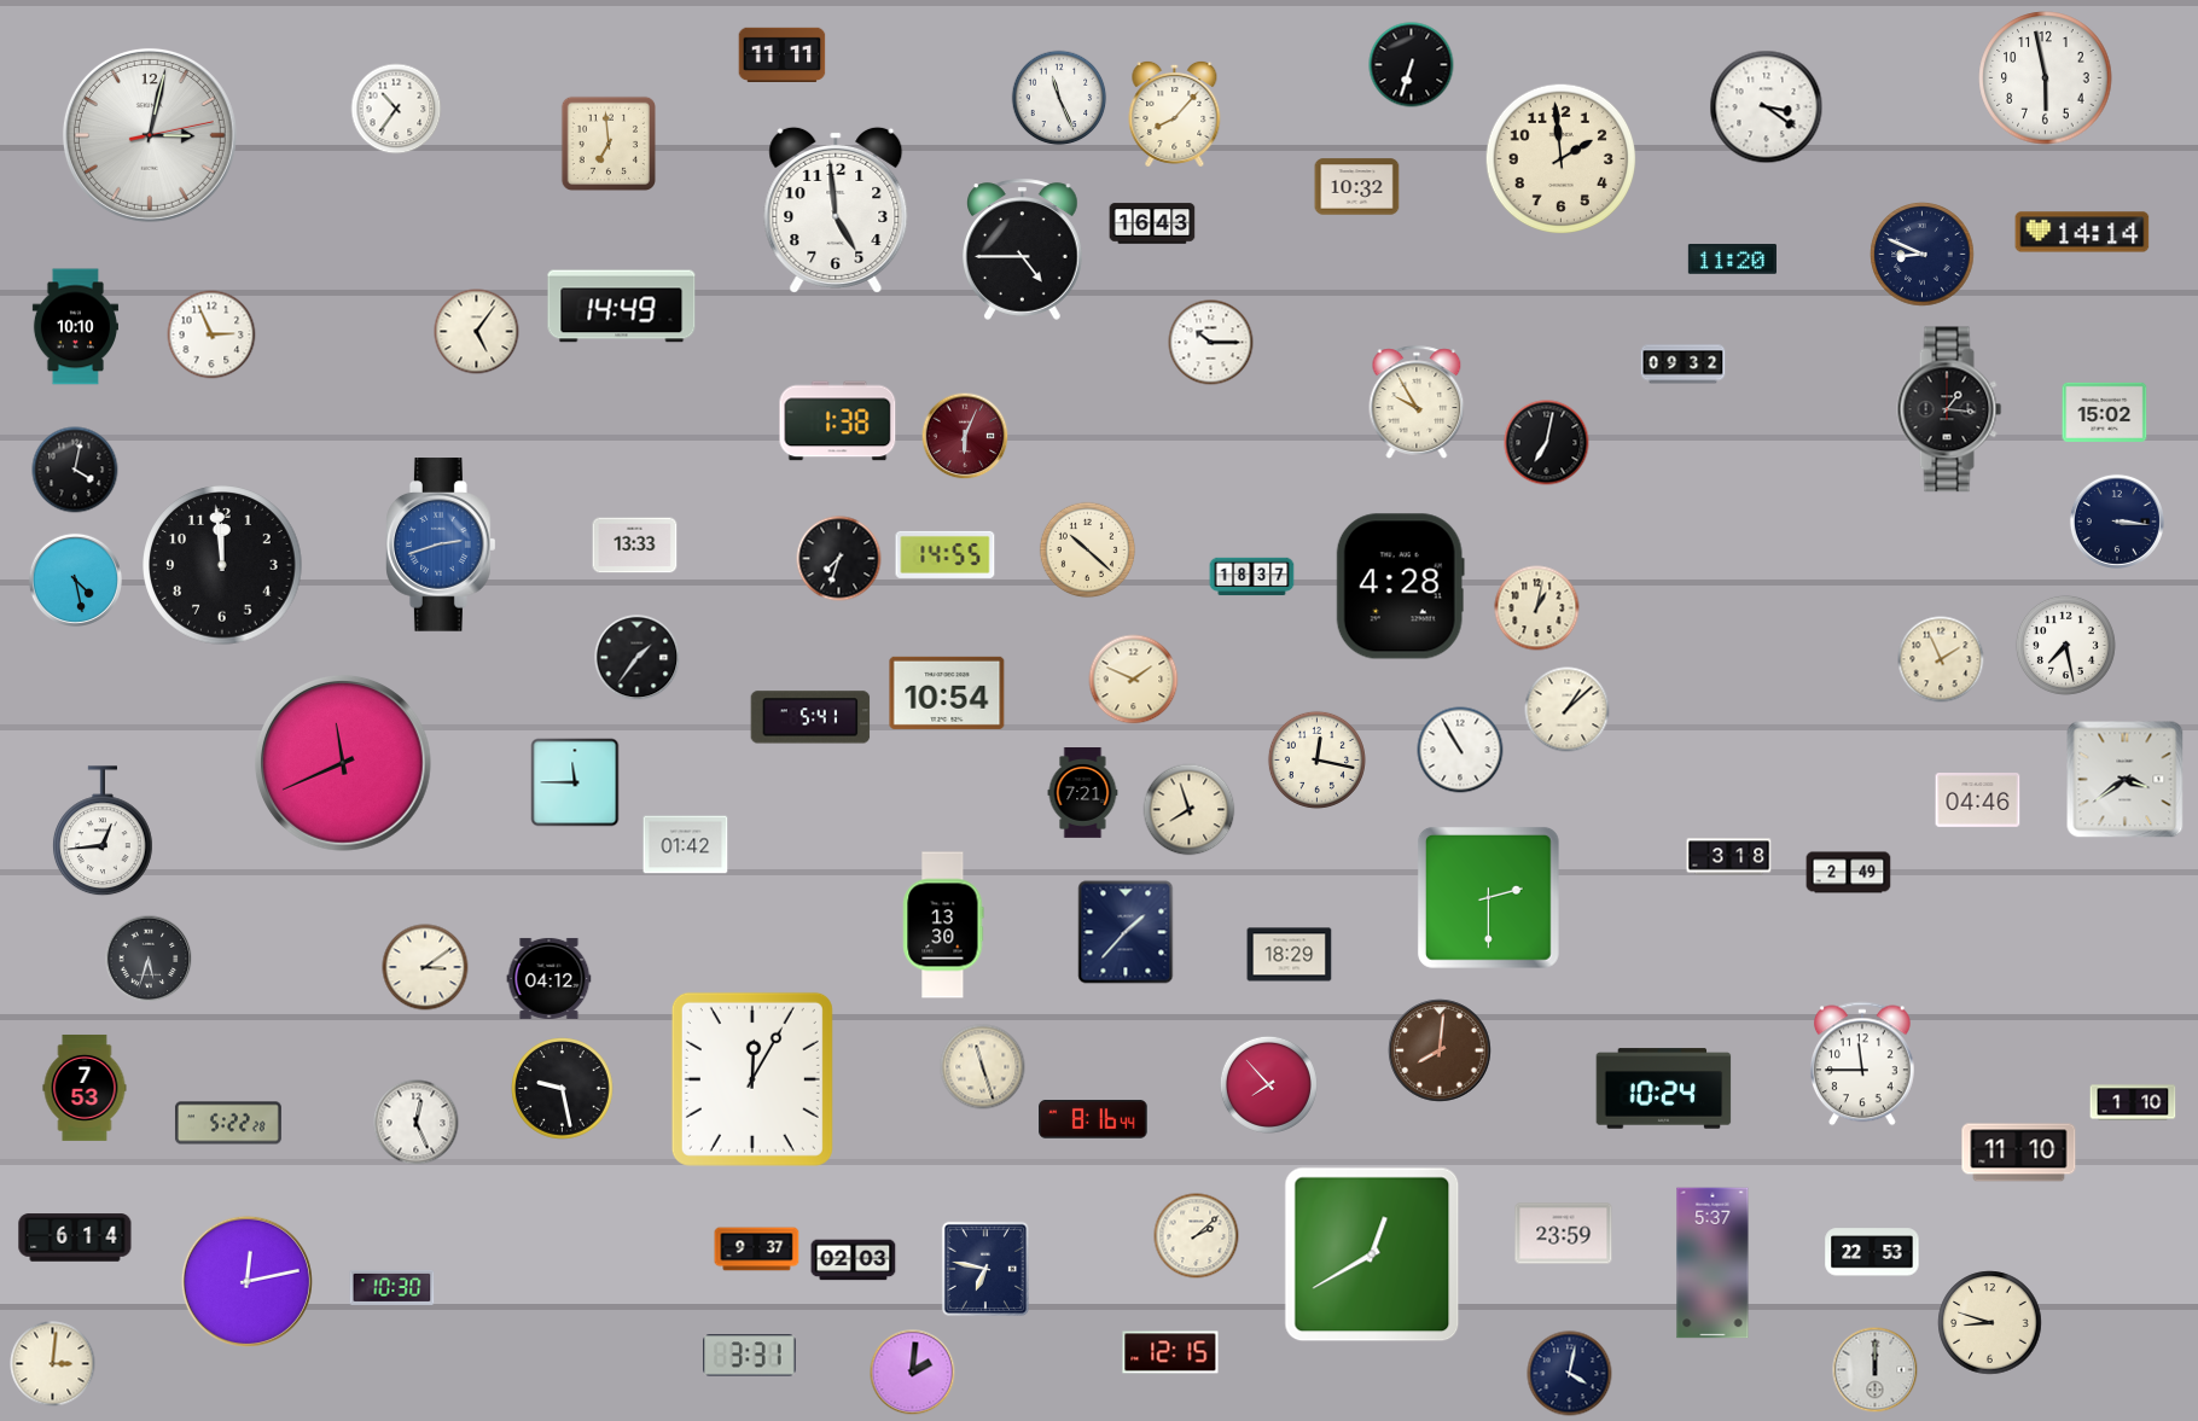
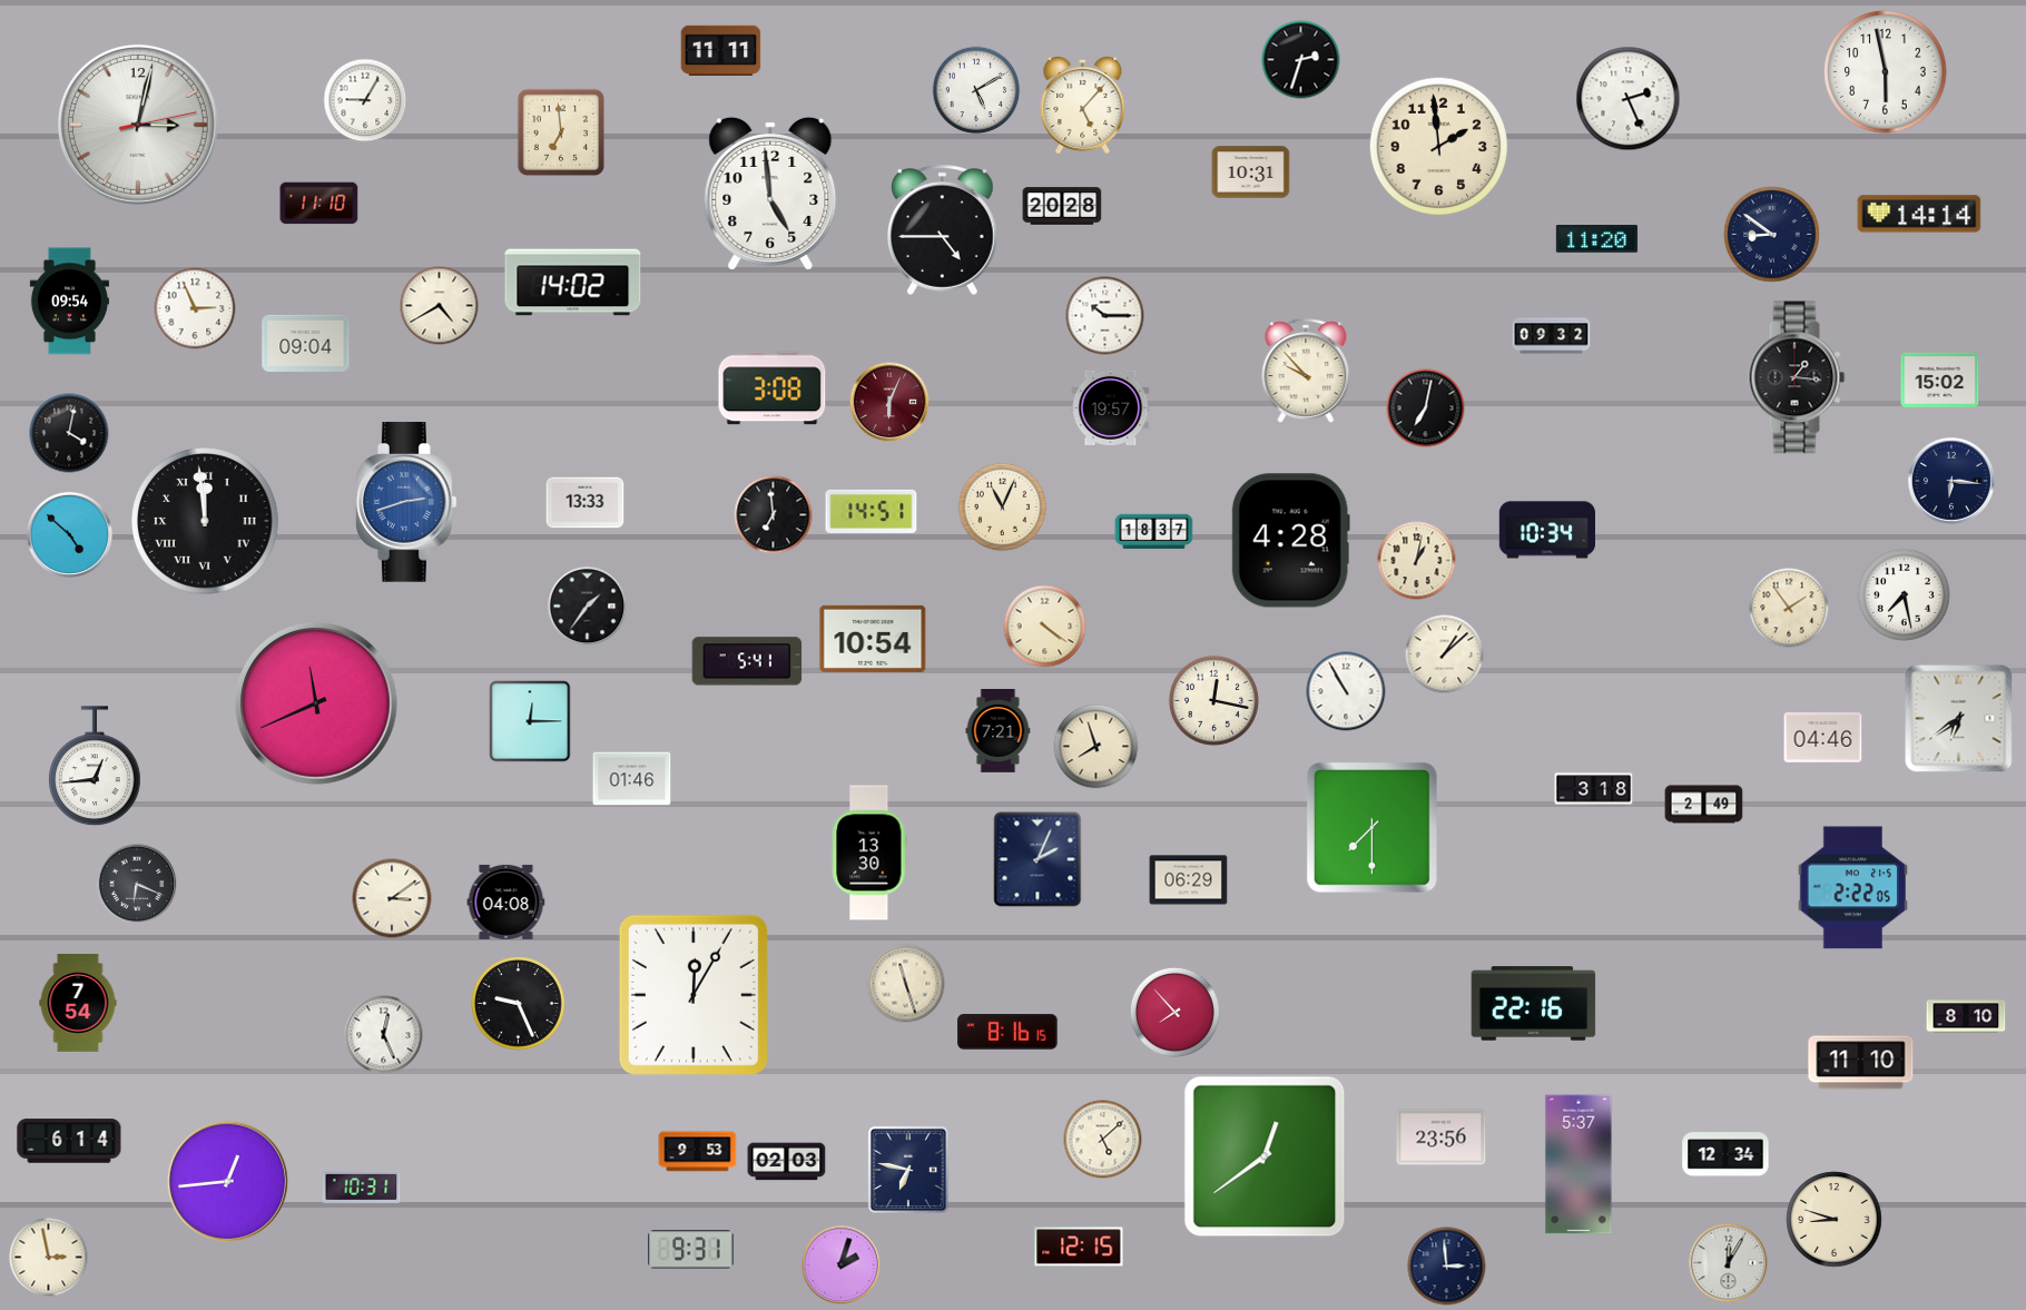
clock at (1412, 65): 6:33 -> 2:33
clock at (1059, 98): 11:26 -> 5:10
clock at (1767, 107): 3:21 -> 2:26
clock at (396, 109): 10:36 -> 9:05
clock at (1175, 113): 8:07 -> 5:07
clock at (1357, 187): 10:32 -> 10:31
clock at (319, 204): none -> 11:10
clock at (1152, 223): 16:43 -> 20:28
clock at (1923, 255): 8:49 -> 8:51
clock at (622, 307): 14:49 -> 14:02
clock at (75, 327): 10:10 -> 09:54
clock at (477, 332): 5:06 -> 4:40
clock at (1211, 343) position: (1211, 343) -> (1105, 316)
clock at (306, 343): none -> 09:04
clock at (1417, 402): 9:55 -> 9:53
clock at (838, 421): 1:38 -> 3:08
clock at (1111, 407): none -> 19:57
clock at (2117, 522): 3:16 -> 6:16
clock at (1088, 551): 10:22 -> 11:04
clock at (946, 554): 14:55 -> 14:51
clock at (839, 559): 7:33 -> 6:59
clock at (222, 565) numerals: Arabic -> Roman
clock at (1546, 530): none -> 10:34
clock at (75, 580): 4:28 -> 4:52
clock at (1941, 659): 1:56 -> 1:54
clock at (1134, 680): 1:49 -> 4:21
clock at (2126, 780): 3:39 -> 6:39
clock at (575, 782): 11:45 -> 12:15
clock at (686, 845): 01:42 -> 01:46
clock at (1488, 897): 2:30 -> 7:30
clock at (1126, 932): 1:37 -> 2:04
clock at (1290, 955): 18:29 -> 06:29
clock at (149, 959): 5:33 -> 6:19
clock at (1852, 888): none -> 2:22
clock at (425, 967) position: (425, 967) -> (392, 898)
clock at (549, 978): 04:12 -> 04:08
clock at (1440, 1050): 8:01 -> none
clock at (1862, 1064): 11:45 -> none
clock at (1268, 1084) position: (1268, 1084) -> (1174, 1012)
clock at (85, 1088): 7:53 -> 7:54
clock at (563, 1089): 9:28 -> 9:26
clock at (1664, 1089): 10:24 -> 22:16
clock at (2133, 1102): 1:10 -> 8:10
clock at (1093, 1120): 8:16:44 -> 8:16:15
clock at (228, 1123): 5:22 -> none
clock at (1564, 1234): 23:59 -> 23:56
clock at (1197, 1236): 2:08 -> 5:08
clock at (757, 1250): 9:37 -> 9:53
clock at (1872, 1252): 22:53 -> 12:34
clock at (1372, 1254): 12:40 -> 12:39
clock at (246, 1281): 12:13 -> 12:44
clock at (392, 1287): 10:30 -> 10:31
clock at (750, 1356): 3:31 -> 9:31
clock at (53, 1364): 3:01 -> 2:58
clock at (1876, 1370): 12:00 -> 12:05
clock at (913, 1373): 2:01 -> 2:03
clock at (1570, 1374): 4:02 -> 2:59
